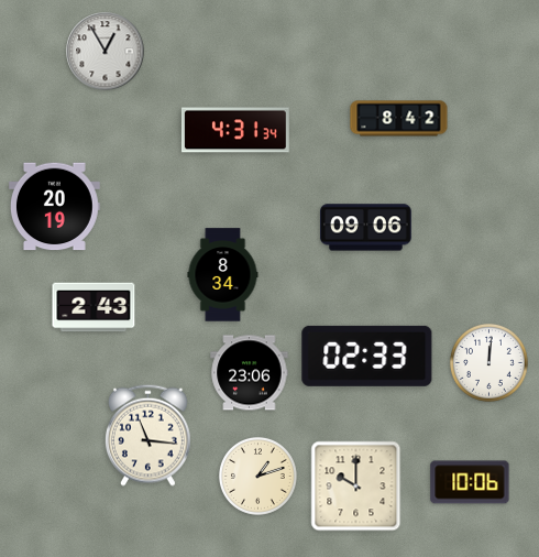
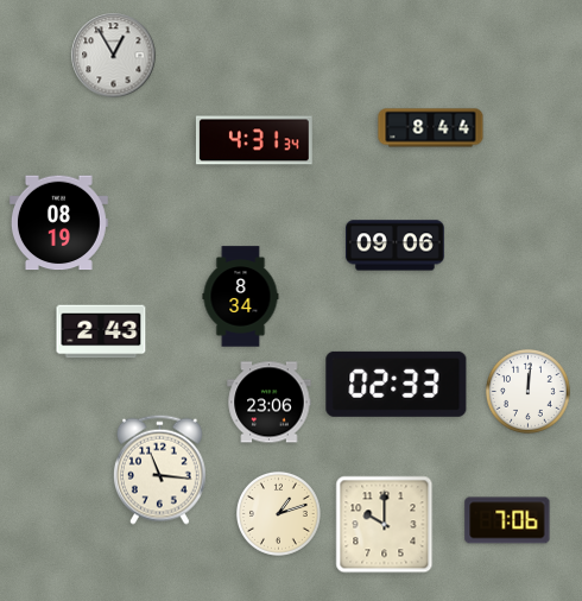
clock at (399, 119): 8:42 -> 8:44
clock at (54, 207): 20:19 -> 08:19
clock at (470, 482): 10:06 -> 7:06
